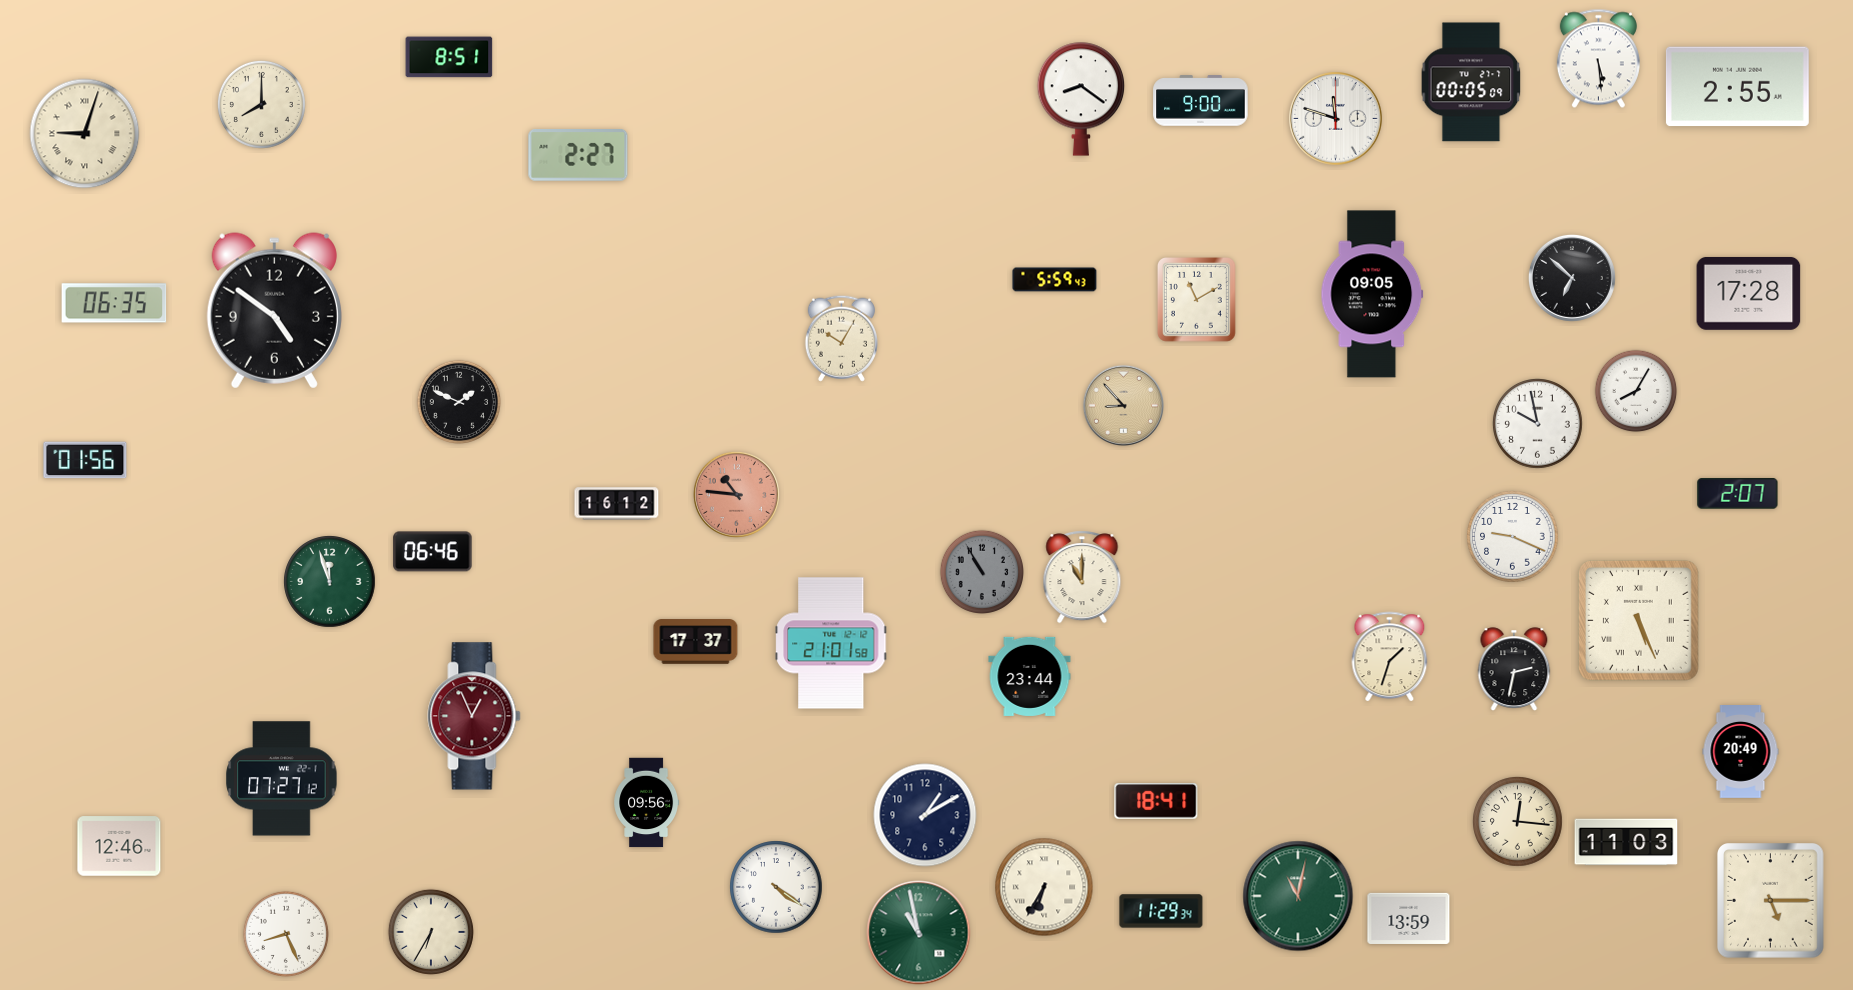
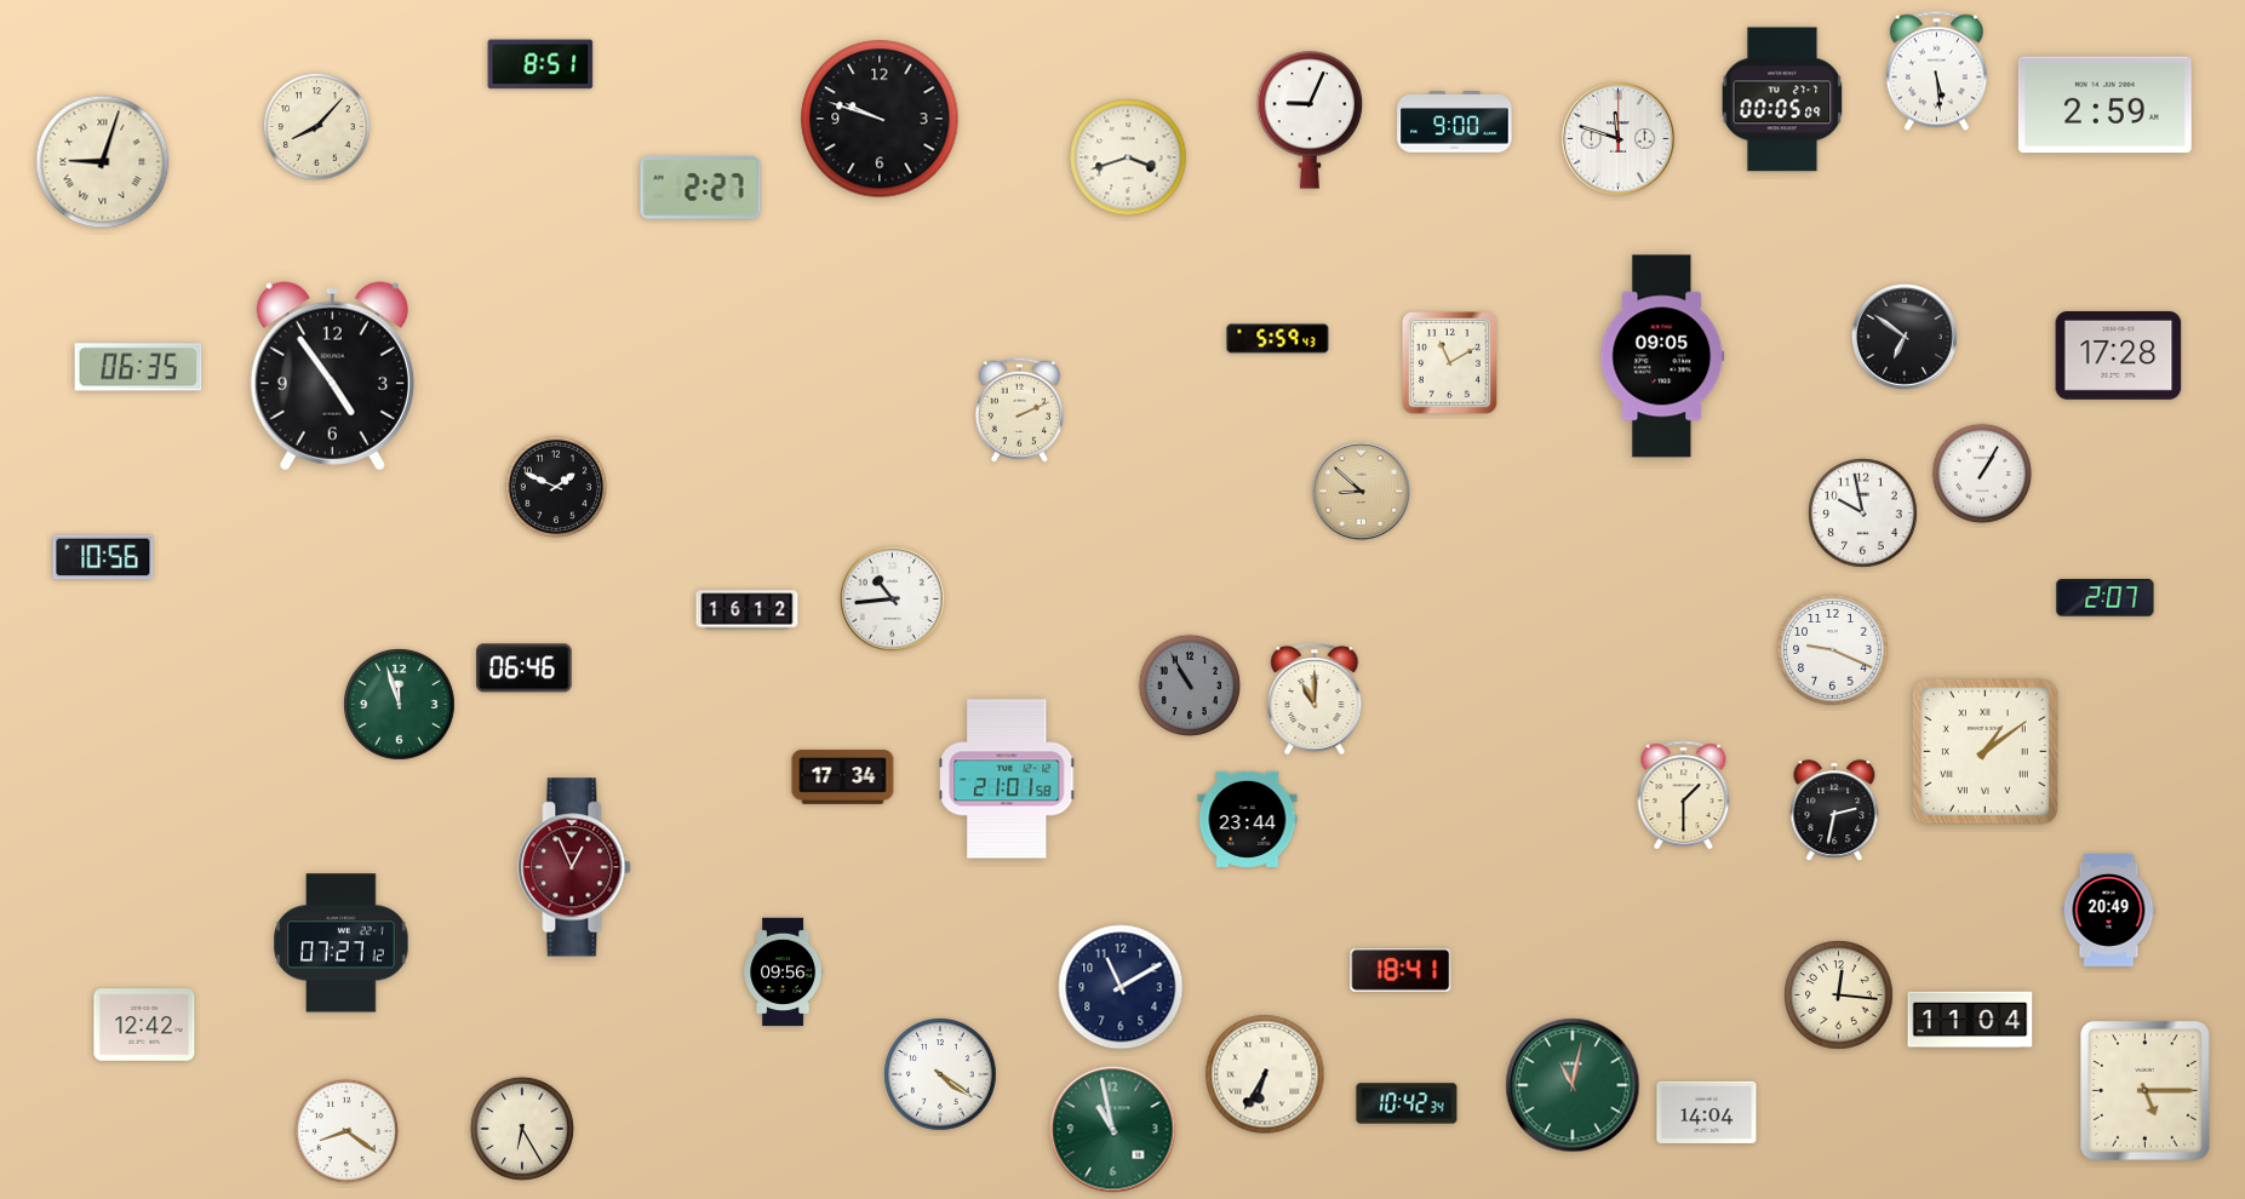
clock at (449, 57) position: (449, 57) -> (540, 64)
clock at (1737, 87): 2:55 -> 2:59
clock at (880, 119): none -> 9:48
clock at (1081, 99): 8:21 -> 9:04
clock at (261, 104): 8:00 -> 8:07
clock at (1336, 119) position: (1336, 119) -> (1619, 139)
clock at (1128, 157): none -> 3:42
clock at (1572, 278): 6:52 -> 6:51
clock at (274, 311): 4:51 -> 4:54
clock at (841, 338): 10:05 -> 2:11
clock at (1636, 391): 8:05 -> 1:05
clock at (1123, 405): 8:53 -> 8:52
clock at (85, 460): 01:56 -> 10:56
clock at (736, 494): 10:46 -> 10:44
clock at (736, 494) dial: salmon -> white
clock at (981, 571) position: (981, 571) -> (1189, 684)
clock at (1082, 577) position: (1082, 577) -> (1315, 699)
clock at (1638, 620): 5:26 -> 1:09
clock at (696, 642): 17:37 -> 17:34
clock at (1390, 657): 1:33 -> 1:30
clock at (925, 815): 1:10 -> 11:10
clock at (1626, 842): 11:03 -> 11:04
clock at (119, 846): 12:46 -> 12:42
clock at (1161, 911): 11:29 -> 10:42
clock at (1409, 918): 13:59 -> 14:04
clock at (431, 932): 6:35 -> 6:25
clock at (286, 934): 8:26 -> 8:21
